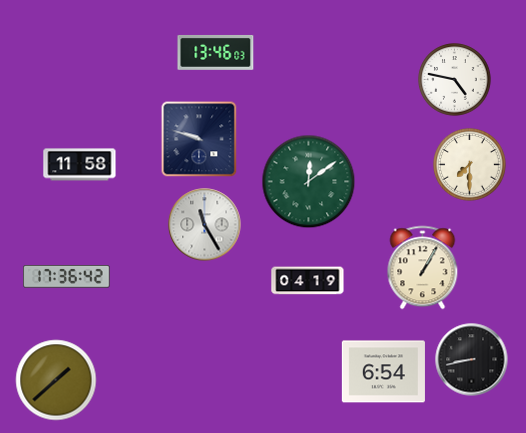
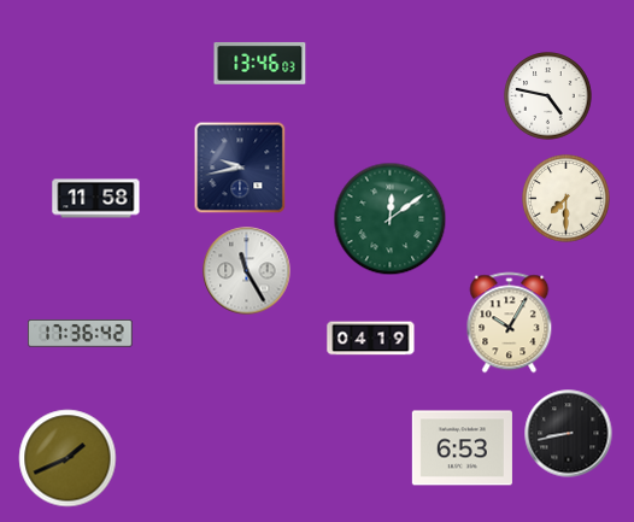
clock at (199, 139): 9:48 -> 9:43
clock at (309, 182) position: (309, 182) -> (391, 219)
clock at (423, 268): 1:05 -> 10:05
clock at (383, 372): 6:54 -> 6:53
clock at (56, 380): 1:38 -> 1:41
